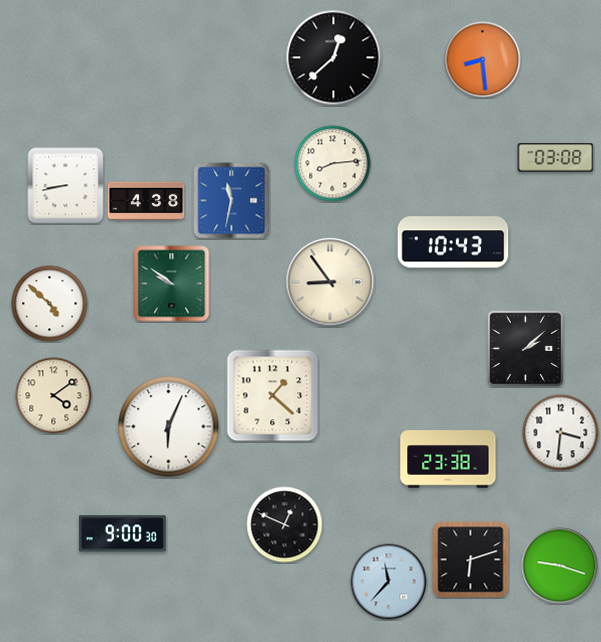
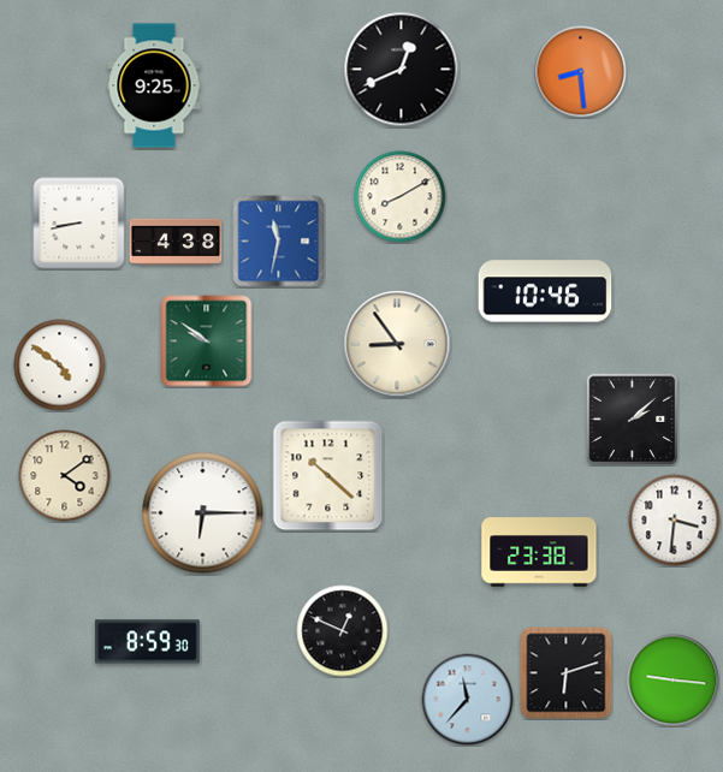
clock at (334, 58): 12:38 -> 12:41
clock at (154, 85): none -> 9:25
clock at (556, 158): 03:08 -> none
clock at (333, 164): 8:14 -> 8:10
clock at (453, 242): 10:43 -> 10:46
clock at (330, 282) position: (330, 282) -> (397, 344)
clock at (50, 304): 4:52 -> 4:51
clock at (273, 396): 1:22 -> 10:22
clock at (169, 427): 6:04 -> 6:15
clock at (122, 534): 9:00 -> 8:59
clock at (560, 566): 9:18 -> 9:16
